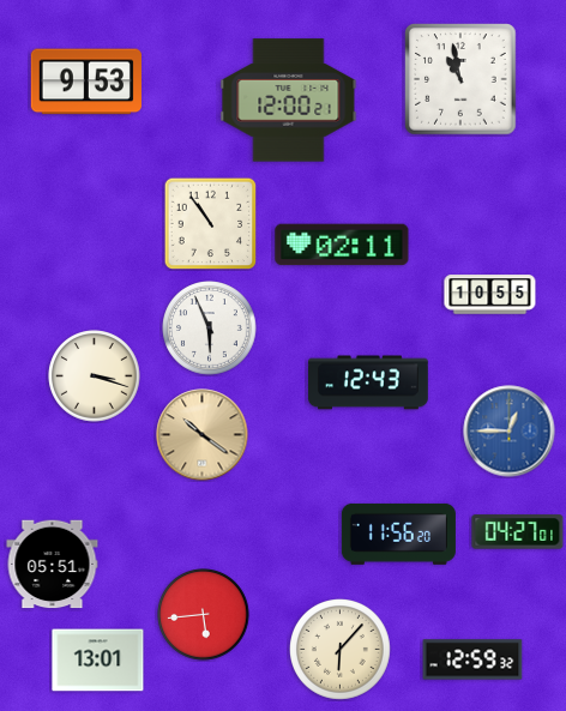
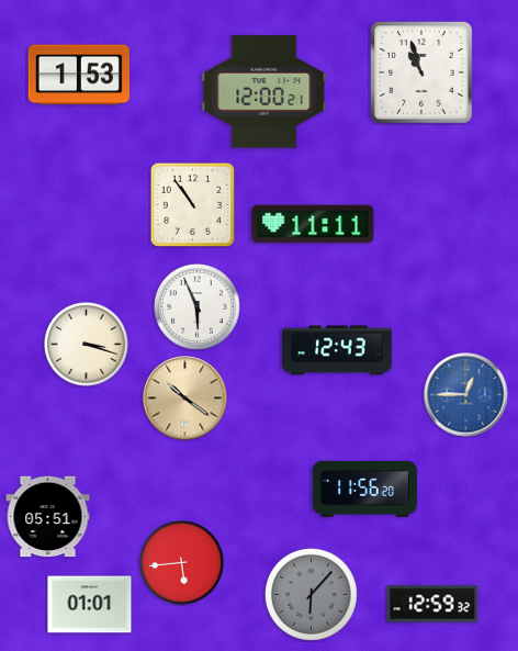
clock at (460, 79): 10:58 -> 10:57
clock at (86, 82): 9:53 -> 1:53
clock at (342, 245): 02:11 -> 11:11
clock at (490, 295): 10:55 -> none
clock at (210, 329) position: (210, 329) -> (198, 307)
clock at (518, 532): 04:27 -> none
clock at (204, 615) position: (204, 615) -> (182, 563)
clock at (341, 650) dial: cream -> grey
clock at (98, 661): 13:01 -> 01:01
